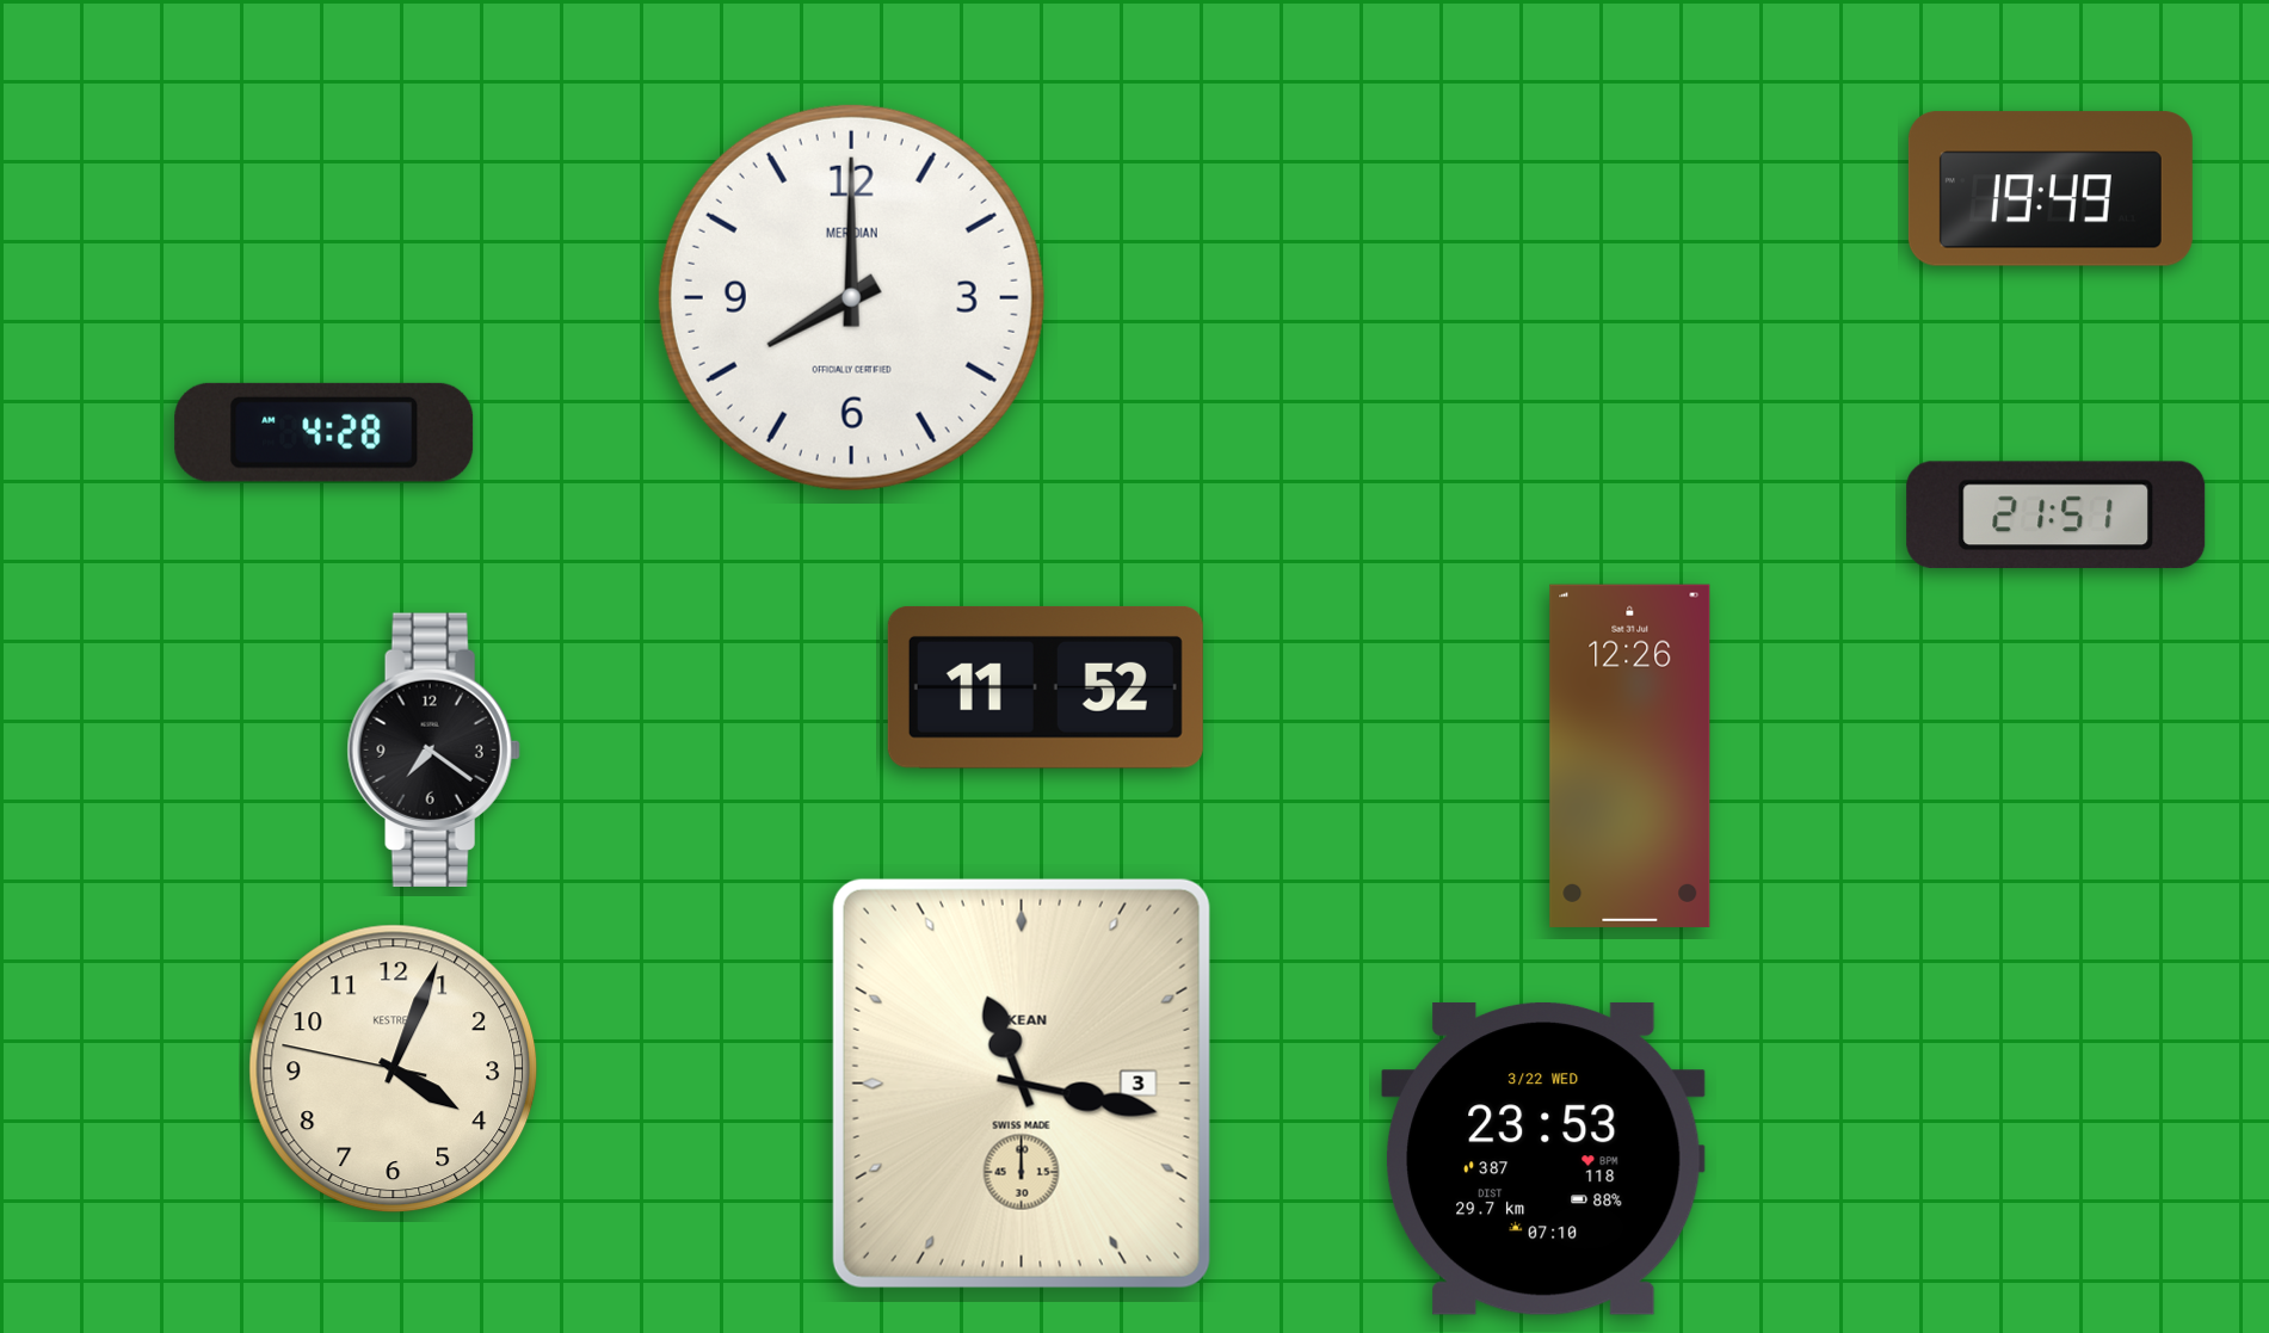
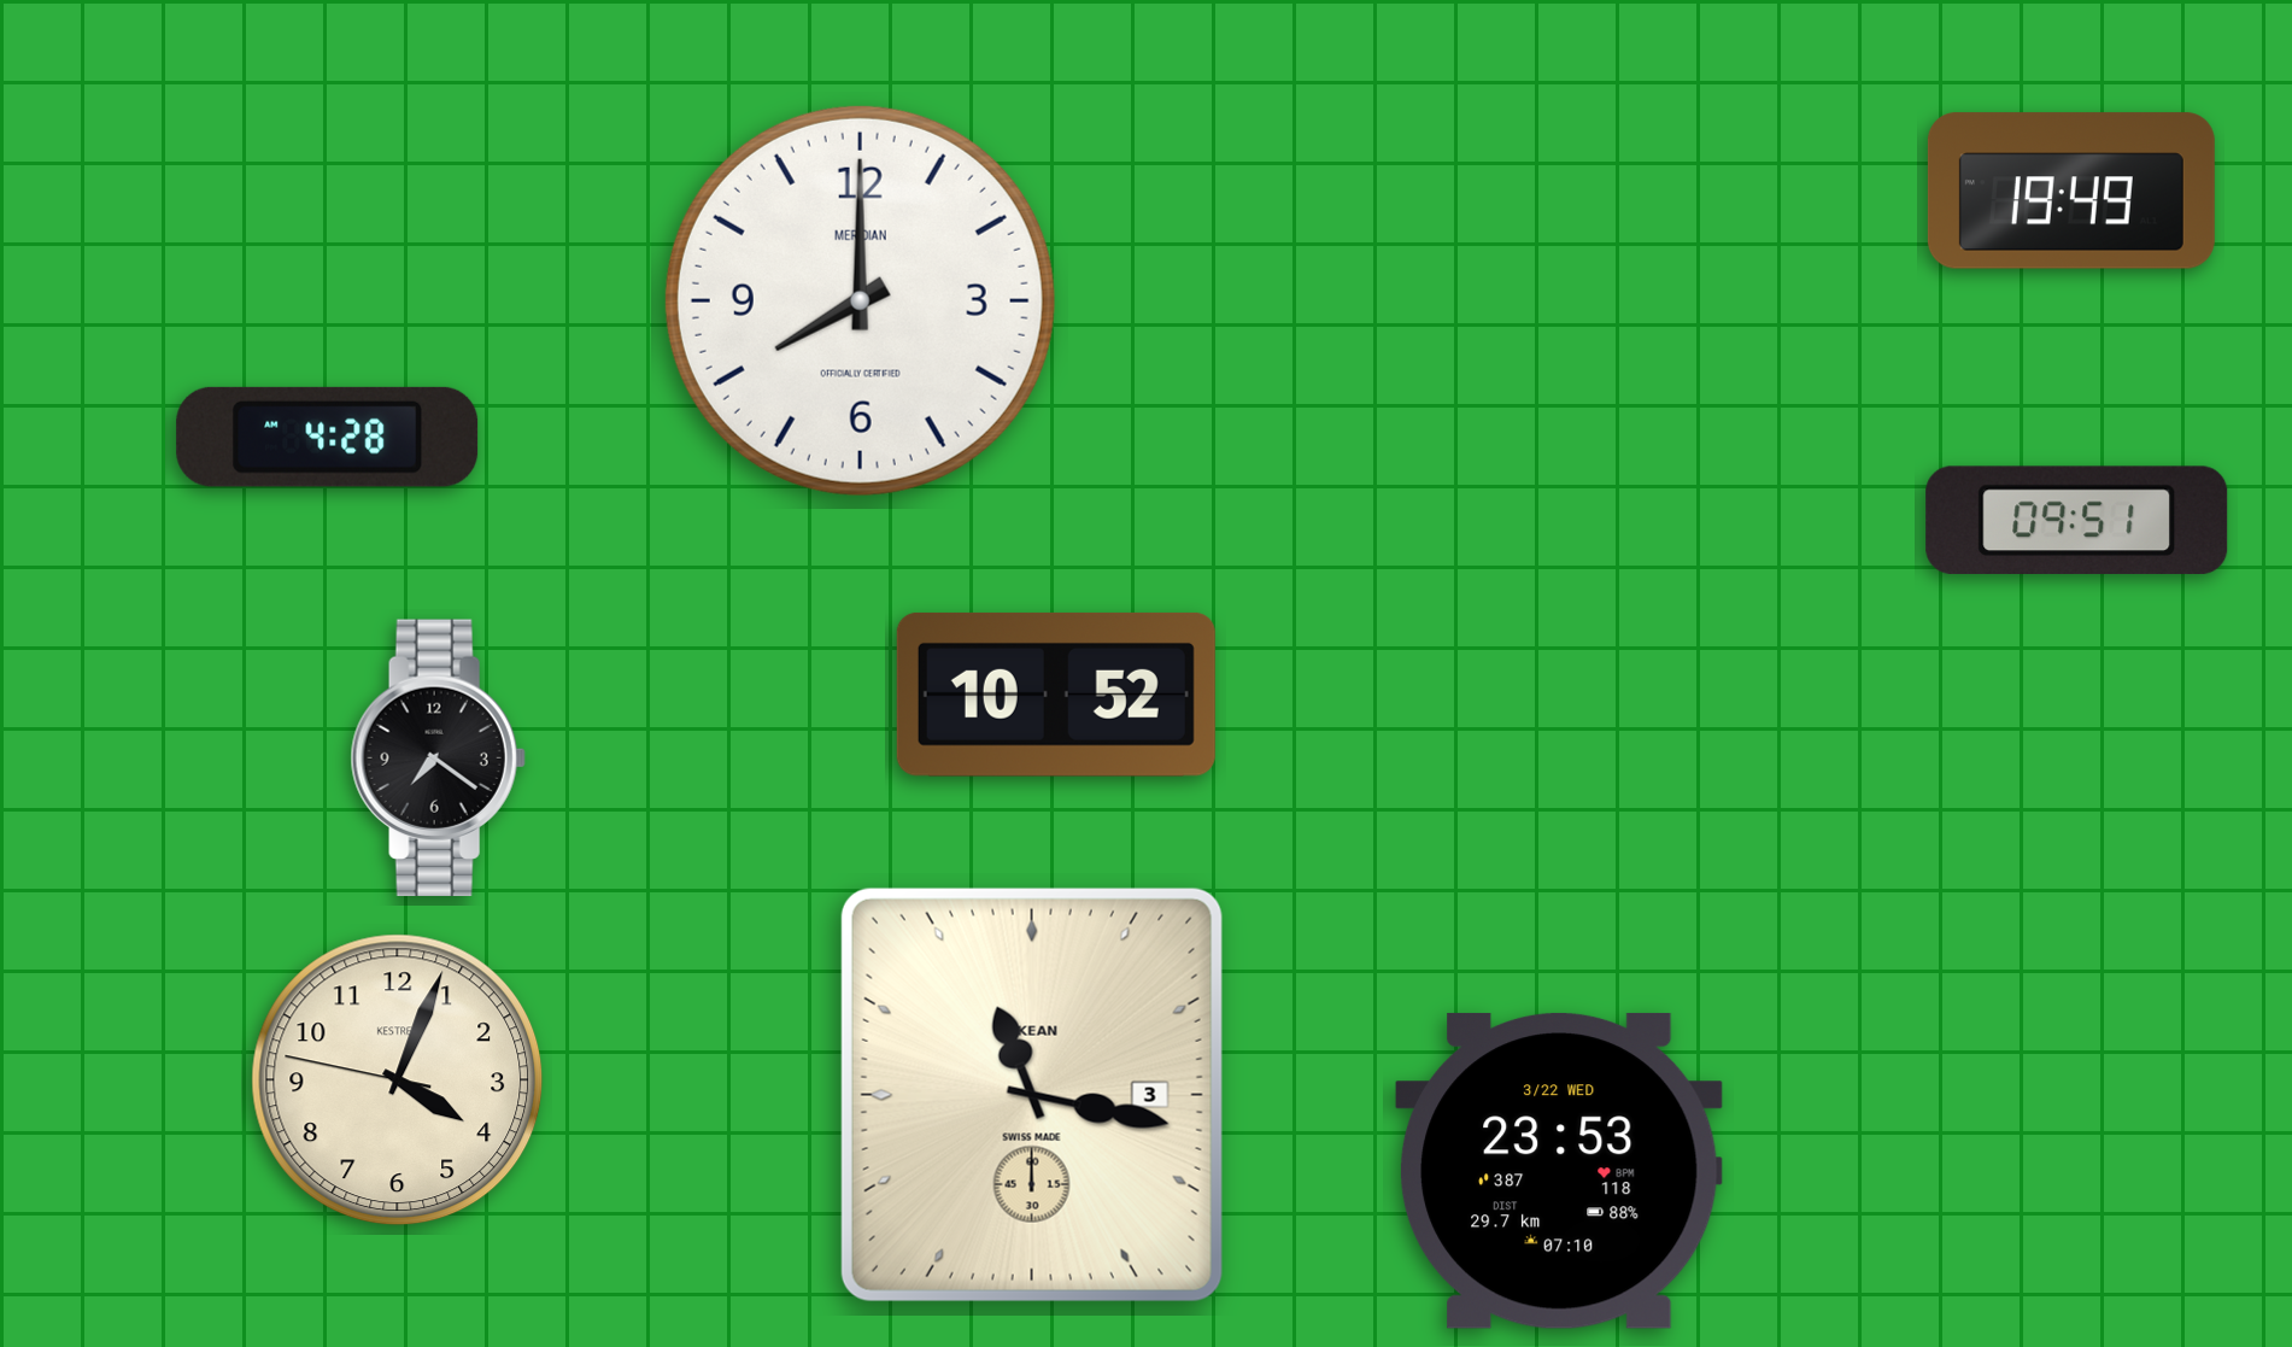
clock at (2057, 514): 21:51 -> 09:51
clock at (1046, 687): 11:52 -> 10:52
clock at (1630, 755): 12:26 -> none
